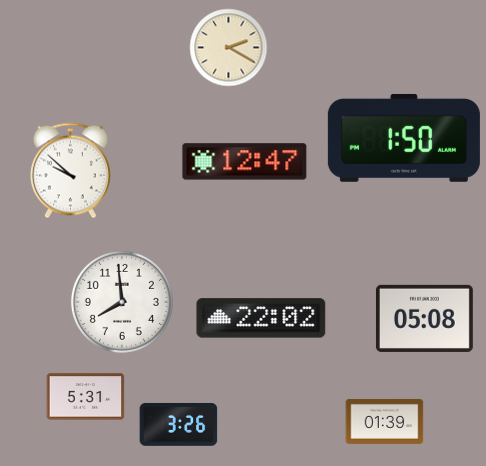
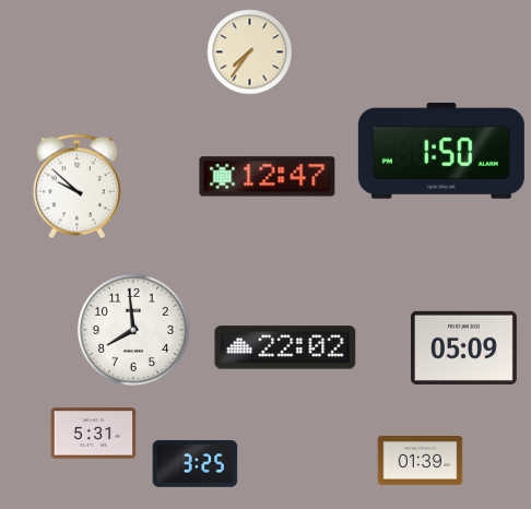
clock at (228, 47): 2:20 -> 7:36
clock at (424, 318): 05:08 -> 05:09
clock at (178, 425): 3:26 -> 3:25
